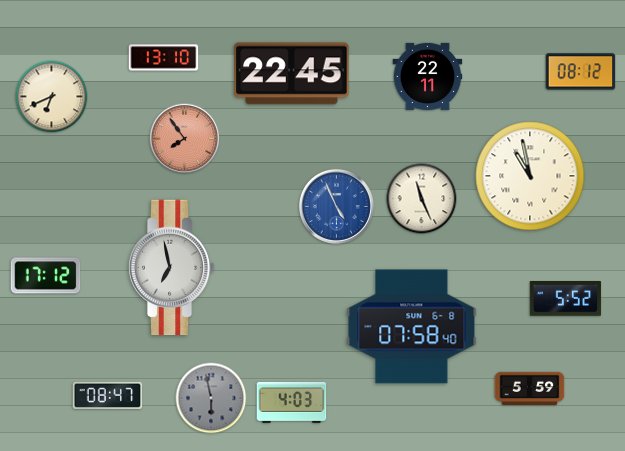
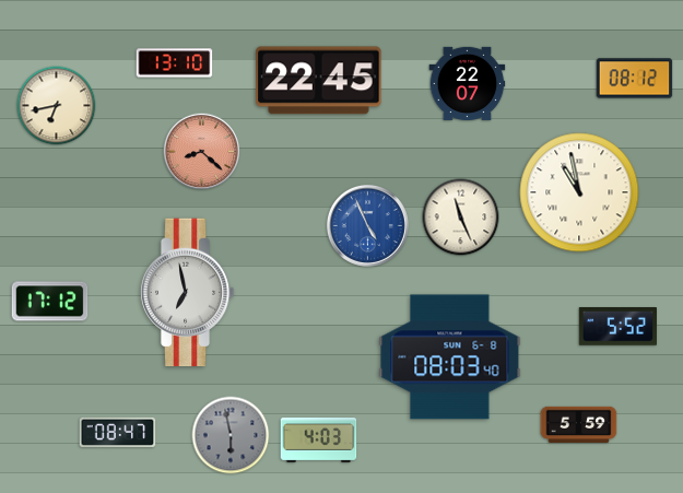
clock at (164, 58) position: (164, 58) -> (175, 63)
clock at (428, 76): 22:11 -> 22:07
clock at (52, 97): 6:41 -> 6:43
clock at (185, 139): 7:54 -> 8:22
clock at (412, 327): 07:58 -> 08:03
